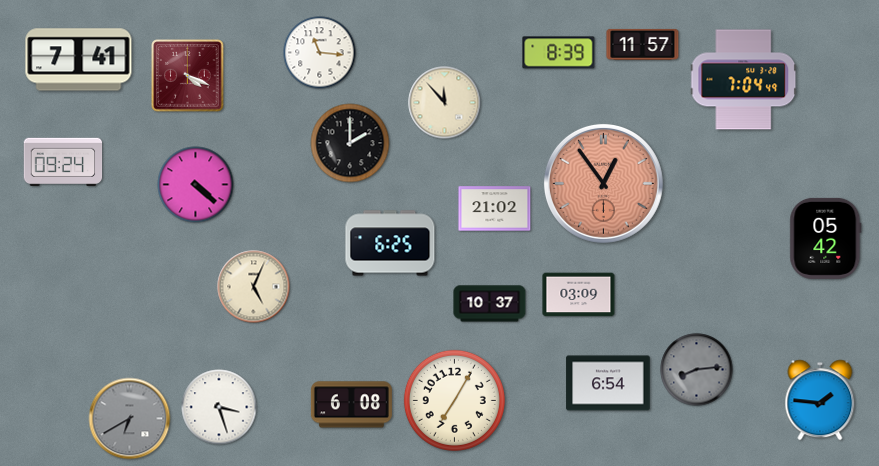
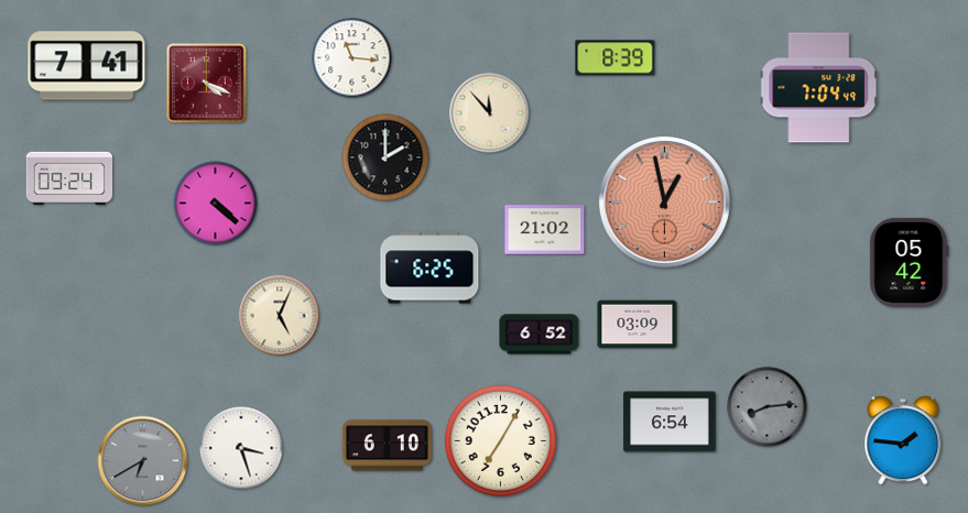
clock at (643, 44): 11:57 -> none
clock at (603, 183): 12:54 -> 12:58
clock at (490, 304): 10:37 -> 6:52
clock at (351, 405): 6:08 -> 6:10
